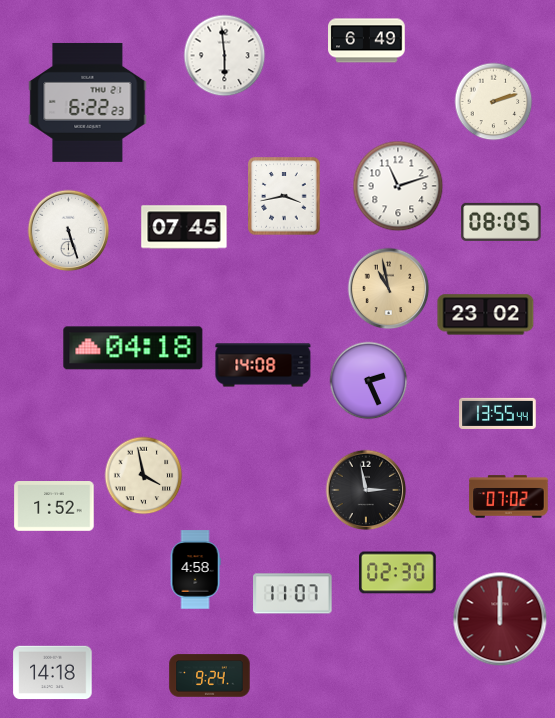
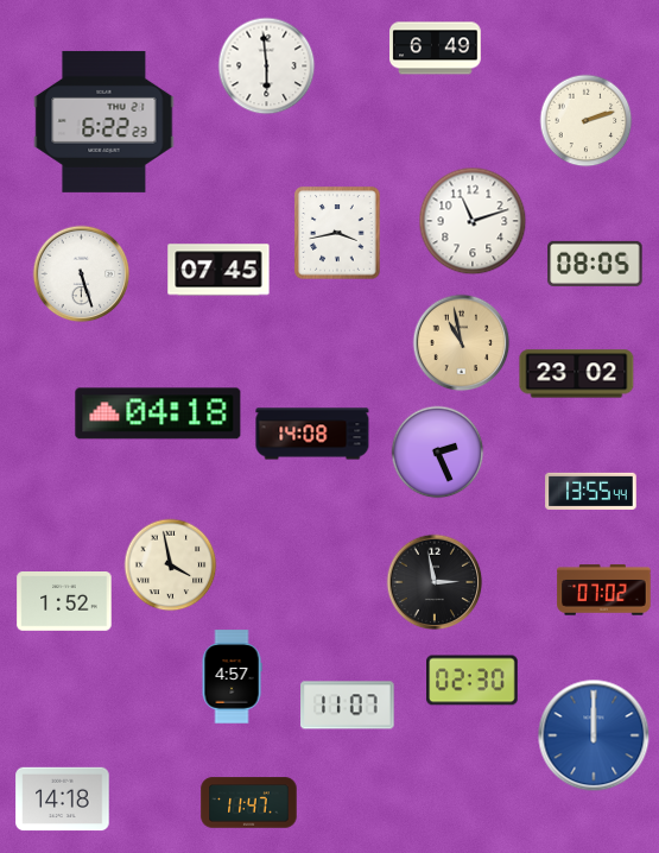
clock at (195, 570): 4:58 -> 4:57
clock at (500, 619) dial: burgundy -> blue
clock at (210, 676): 9:24 -> 11:47
